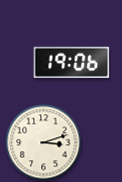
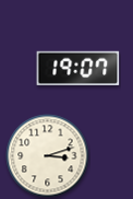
clock at (72, 62): 19:06 -> 19:07
